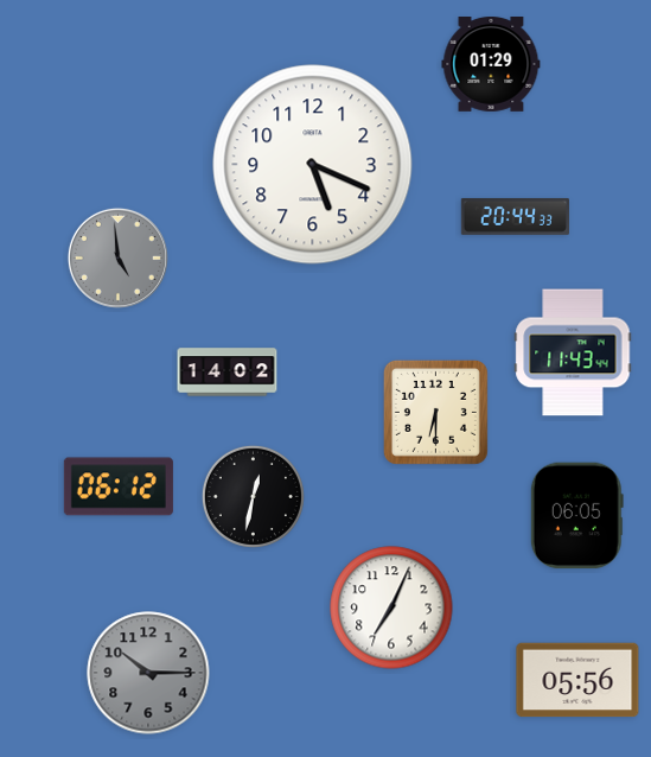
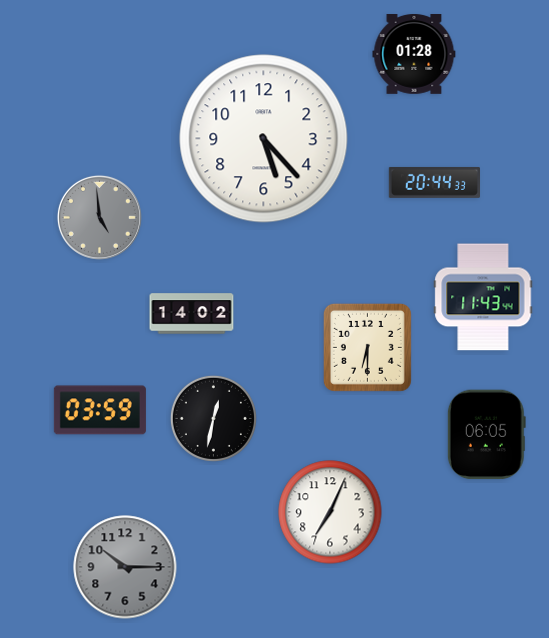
clock at (491, 65): 01:29 -> 01:28
clock at (313, 165): 5:19 -> 5:23
clock at (119, 486): 06:12 -> 03:59
clock at (577, 680): 05:56 -> none
